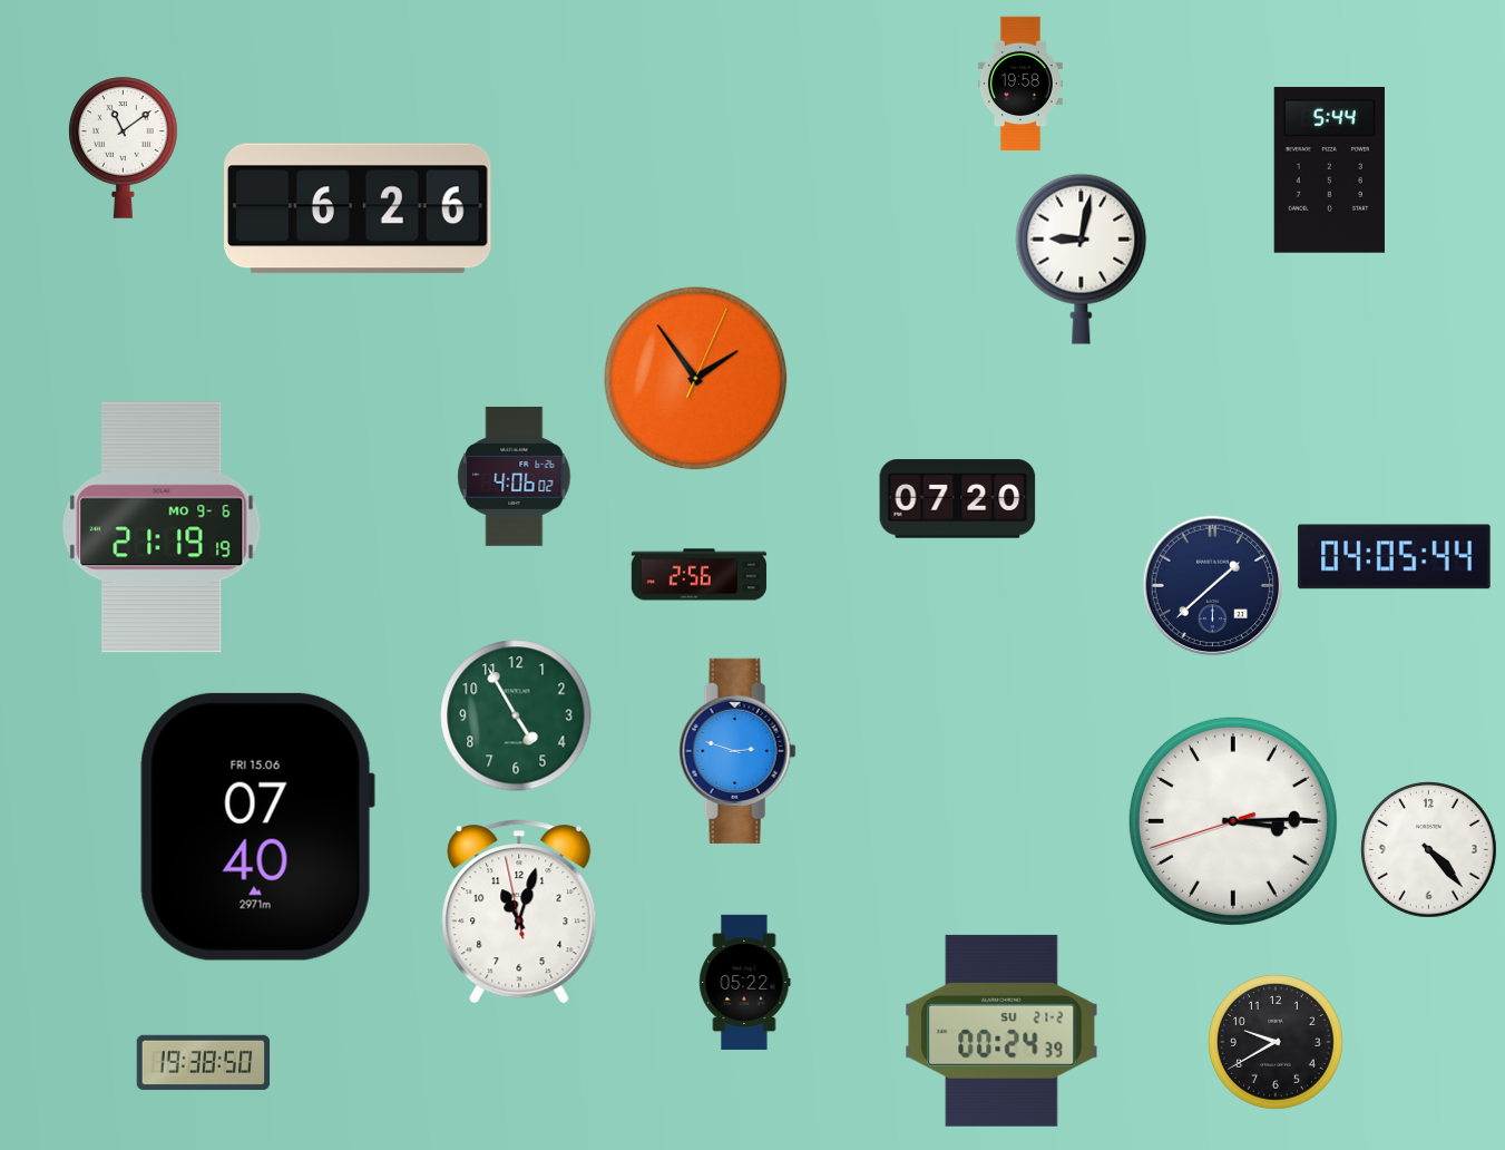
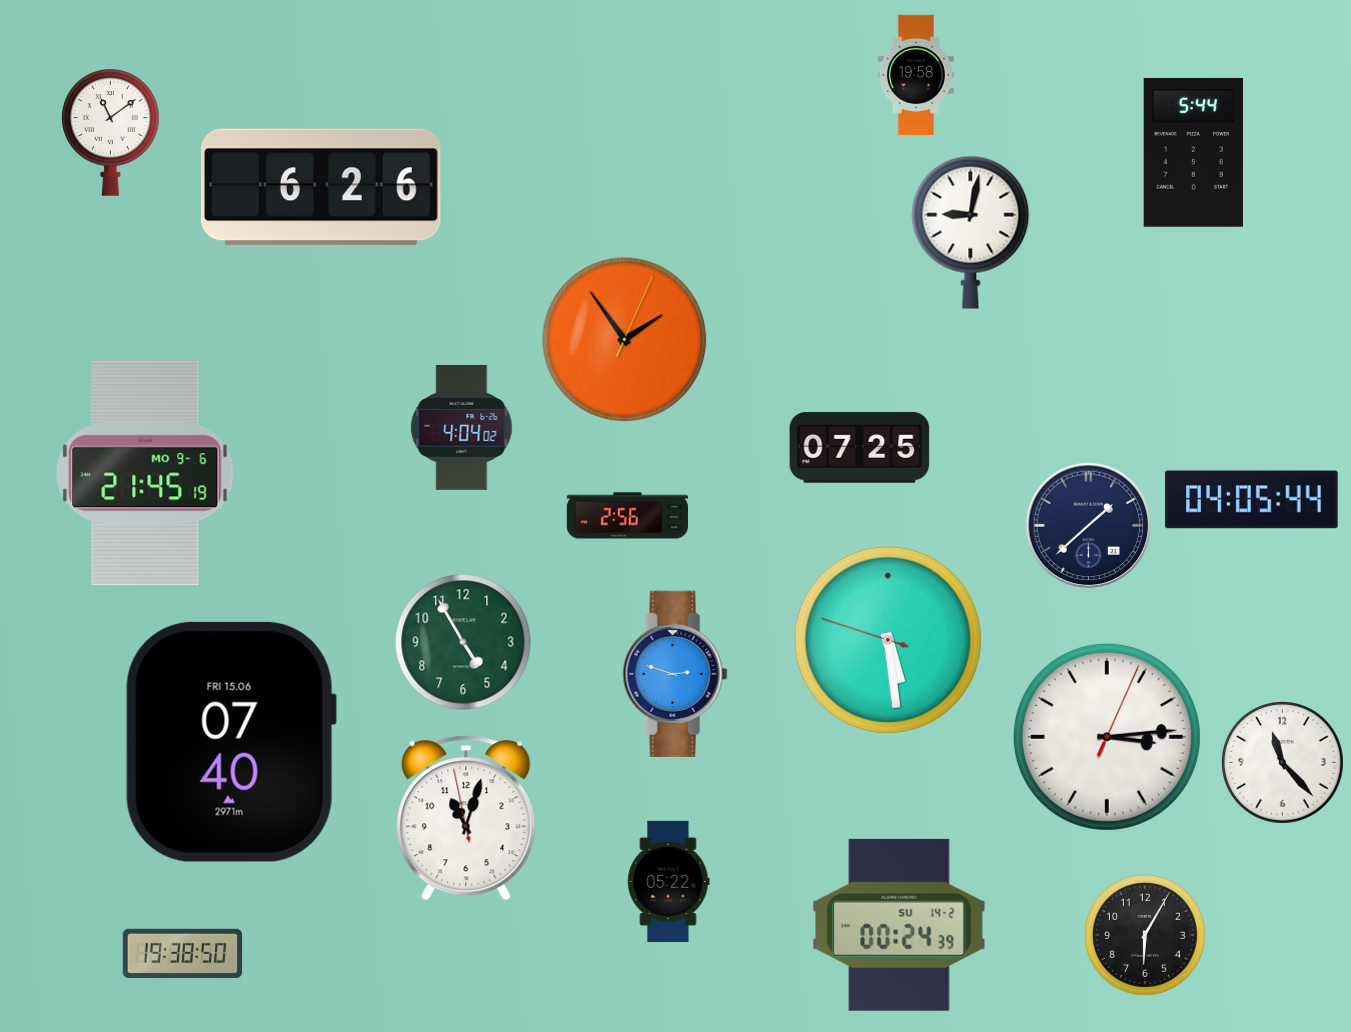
clock at (515, 476): 4:06 -> 4:04
clock at (958, 499): 07:20 -> 07:25
clock at (162, 527): 21:19 -> 21:45
clock at (888, 640): none -> 5:28
clock at (737, 751) position: (737, 751) -> (675, 674)
clock at (1233, 821): 3:14:42 -> 3:14:04
clock at (1429, 850): 4:23 -> 11:23
clock at (1001, 1031) date: SU 21-2 -> SU 14-2
clock at (1277, 1043): 9:40 -> 6:05
